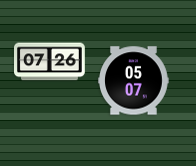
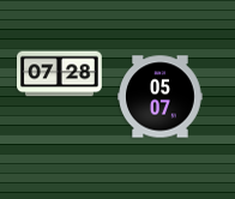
clock at (50, 62): 07:26 -> 07:28
